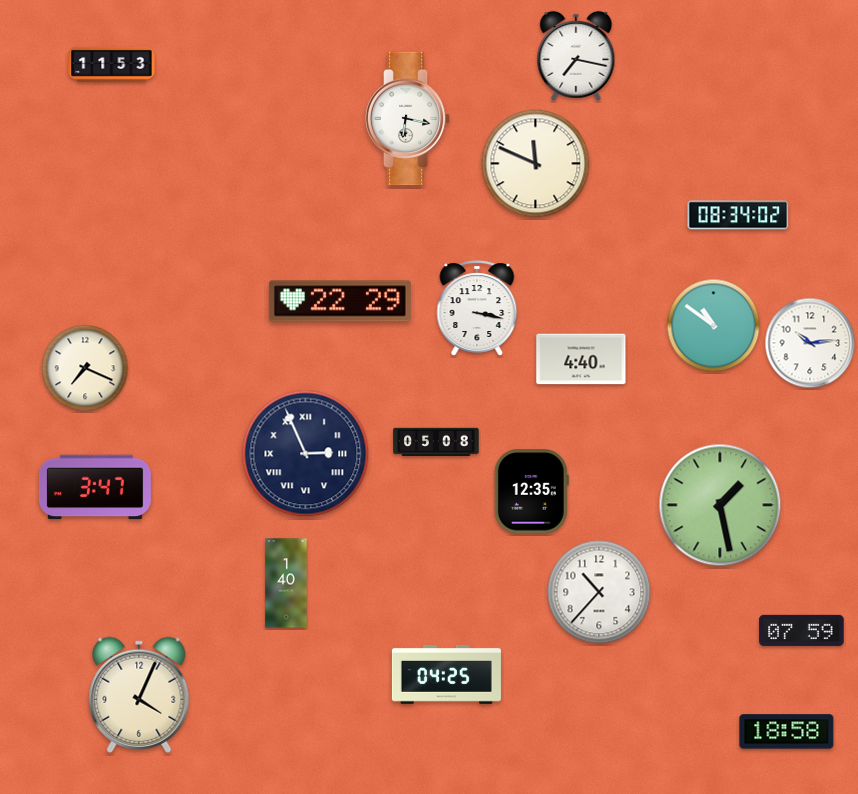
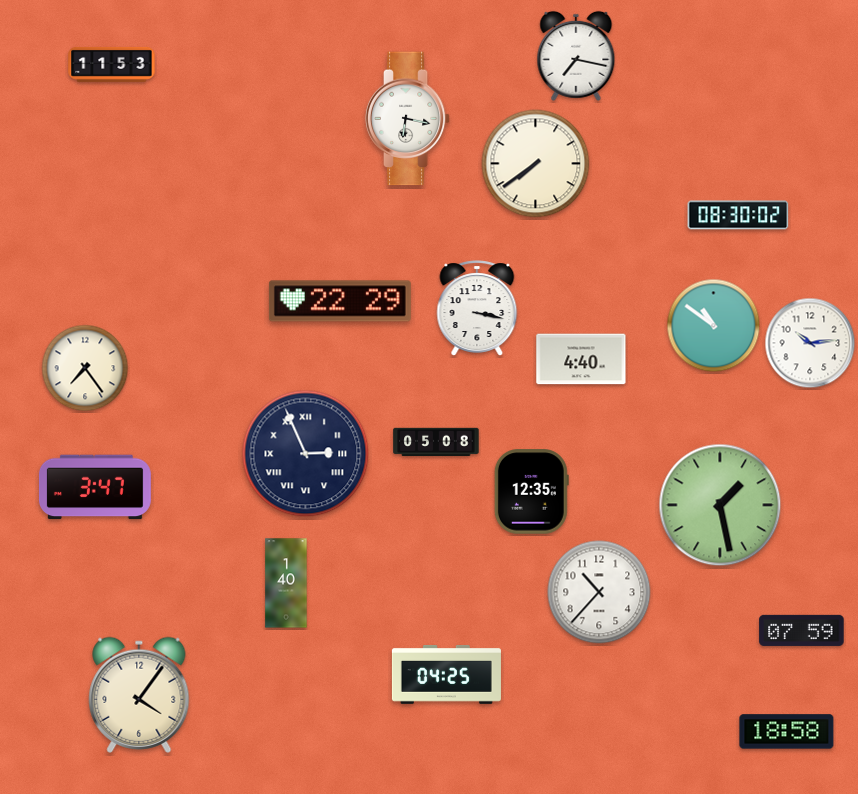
clock at (536, 164): 11:49 -> 7:39
clock at (738, 215): 08:34 -> 08:30
clock at (85, 368): 7:19 -> 7:24
clock at (139, 695): 4:04 -> 4:06
